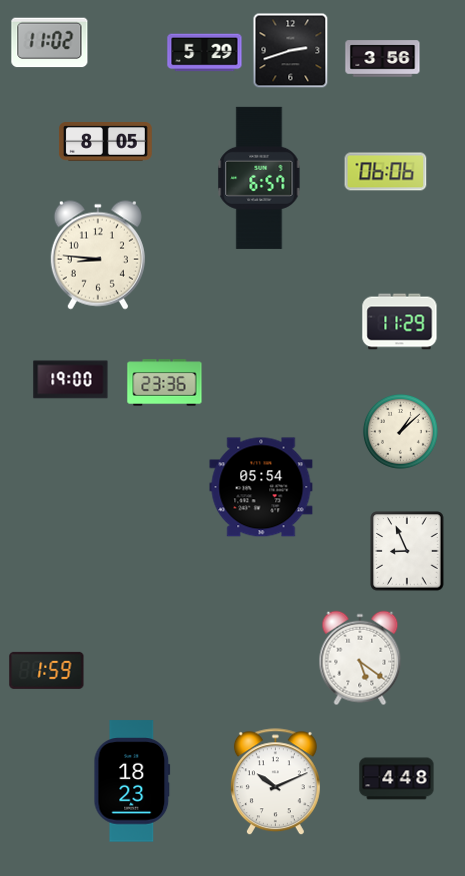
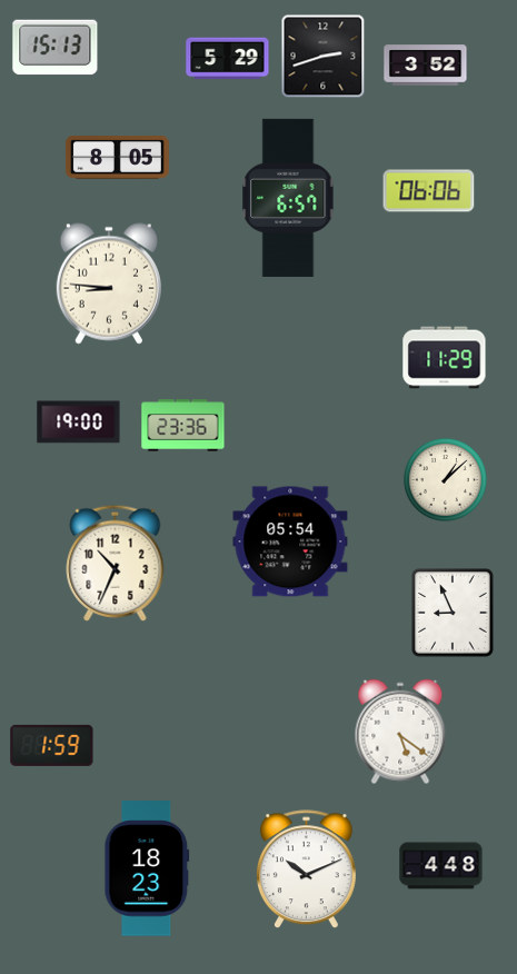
clock at (50, 43): 11:02 -> 15:13
clock at (383, 59): 3:56 -> 3:52
clock at (116, 563): none -> 10:34
